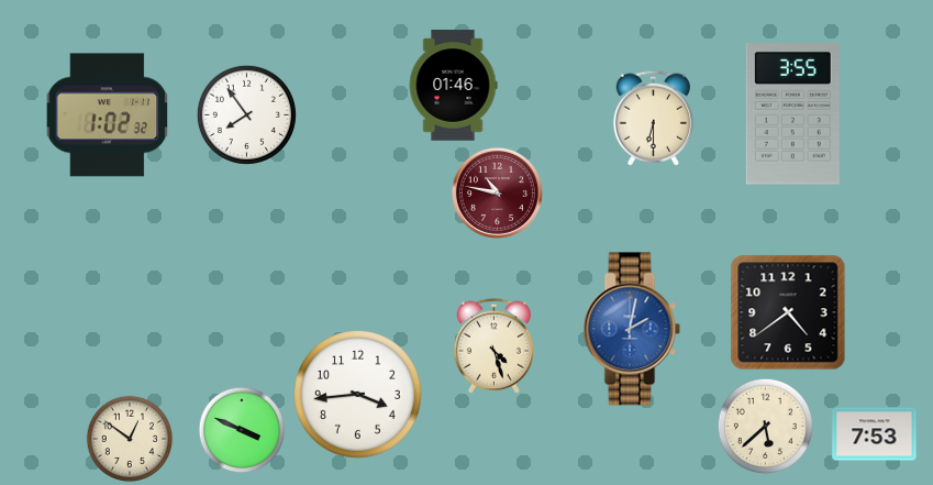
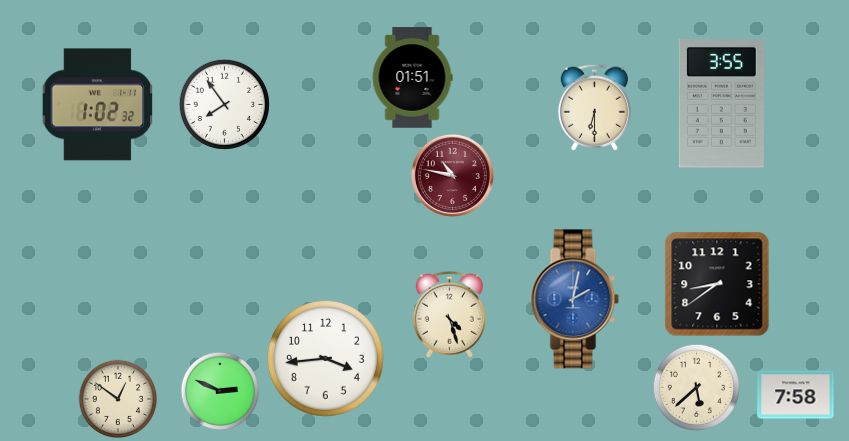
clock at (453, 86): 01:46 -> 01:51
clock at (788, 312): 4:39 -> 8:39
clock at (242, 430): 3:49 -> 2:49
clock at (875, 434): 7:53 -> 7:58
